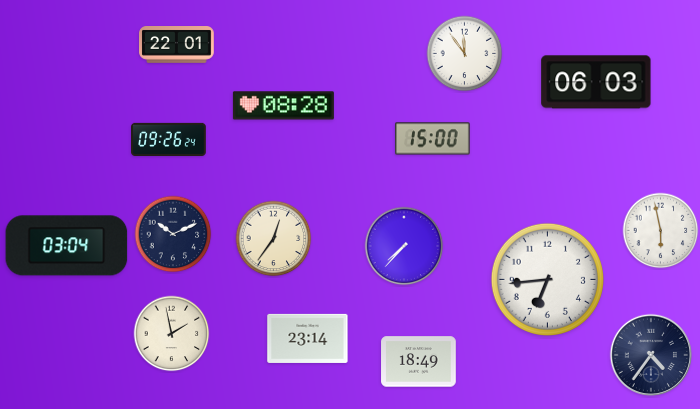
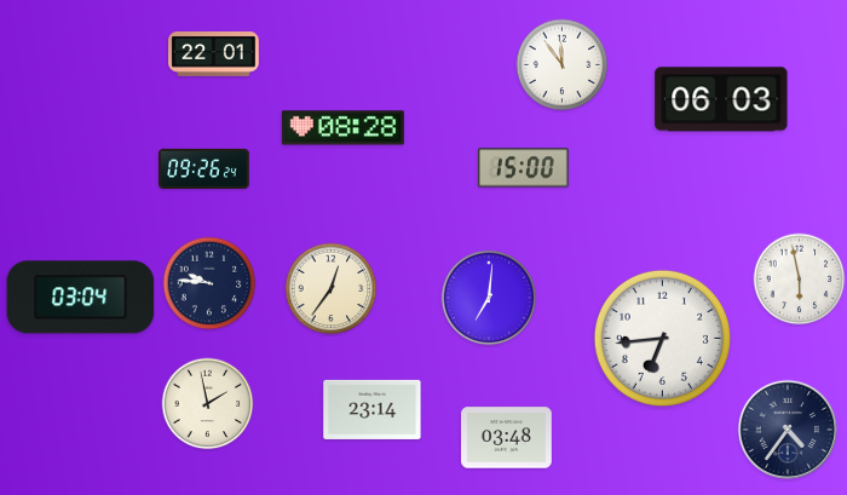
clock at (173, 234): 10:11 -> 9:46
clock at (404, 246): 7:37 -> 7:01
clock at (419, 362): 18:49 -> 03:48
